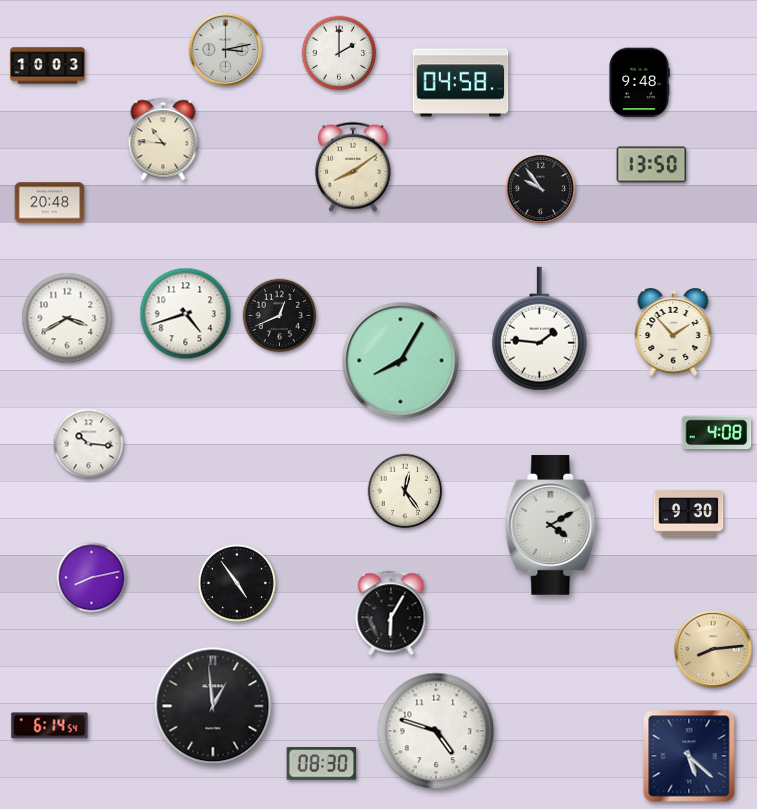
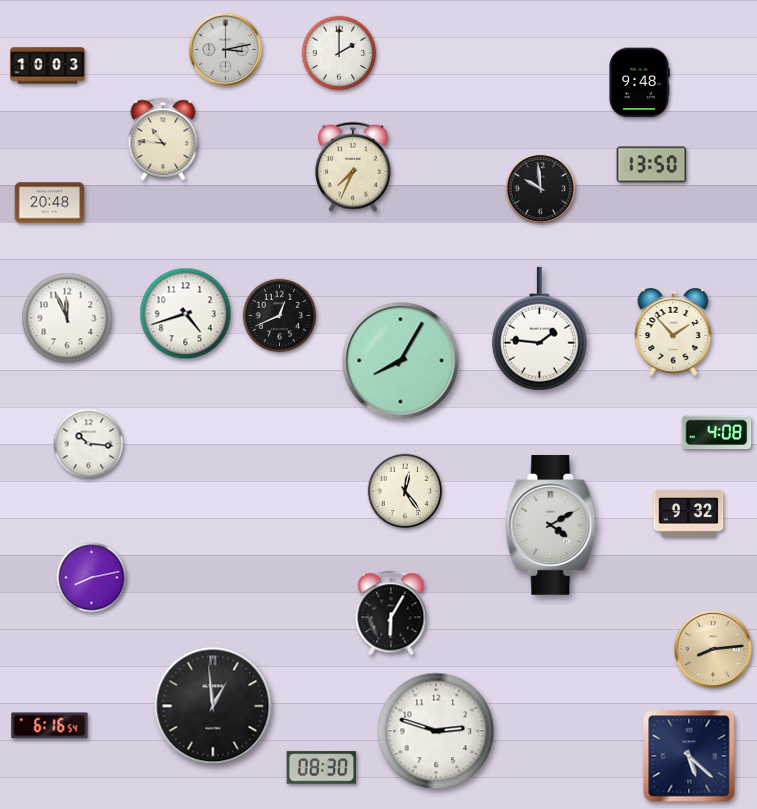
clock at (461, 83): 04:58 -> none
clock at (353, 167): 8:09 -> 7:34
clock at (541, 189): 9:54 -> 9:59
clock at (67, 318): 3:40 -> 11:56
clock at (689, 514): 9:30 -> 9:32
clock at (237, 583): 4:54 -> none
clock at (50, 726): 6:14 -> 6:16
clock at (436, 731): 4:48 -> 2:48
clock at (322, 764) position: (322, 764) -> (322, 768)
